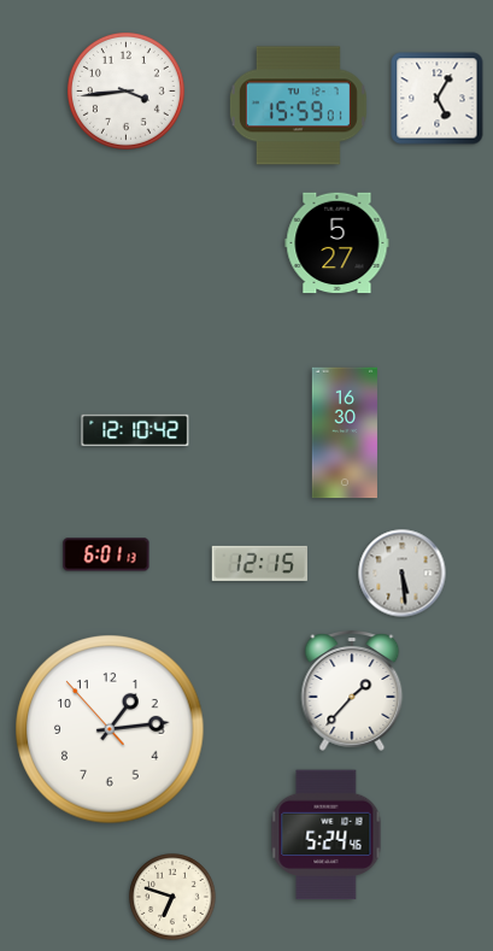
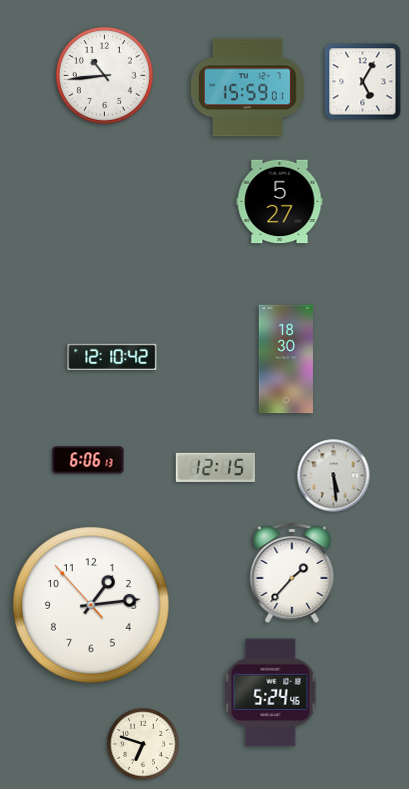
clock at (125, 90): 3:44 -> 10:44
clock at (345, 433): 16:30 -> 18:30
clock at (106, 554): 6:01 -> 6:06
